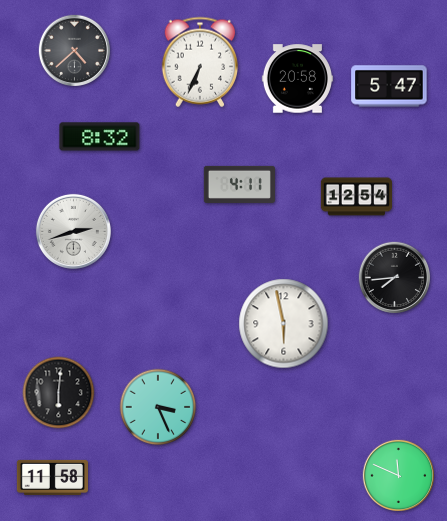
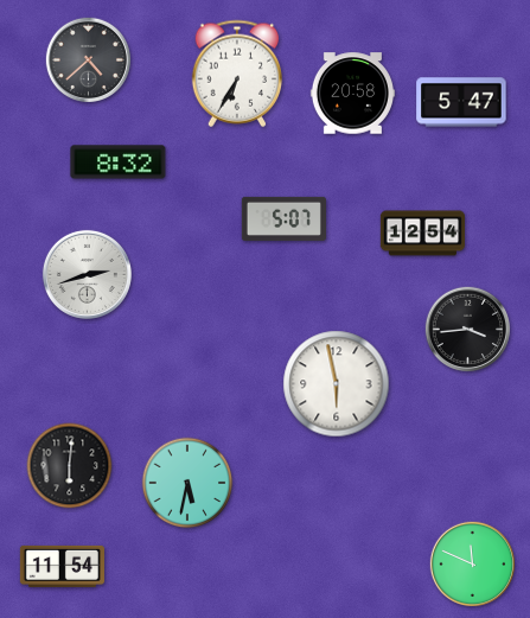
clock at (199, 62): 6:34 -> 6:35
clock at (239, 184): 4:11 -> 5:07
clock at (394, 277): 7:44 -> 3:44
clock at (158, 407): 3:26 -> 5:32
clock at (52, 477): 11:58 -> 11:54
